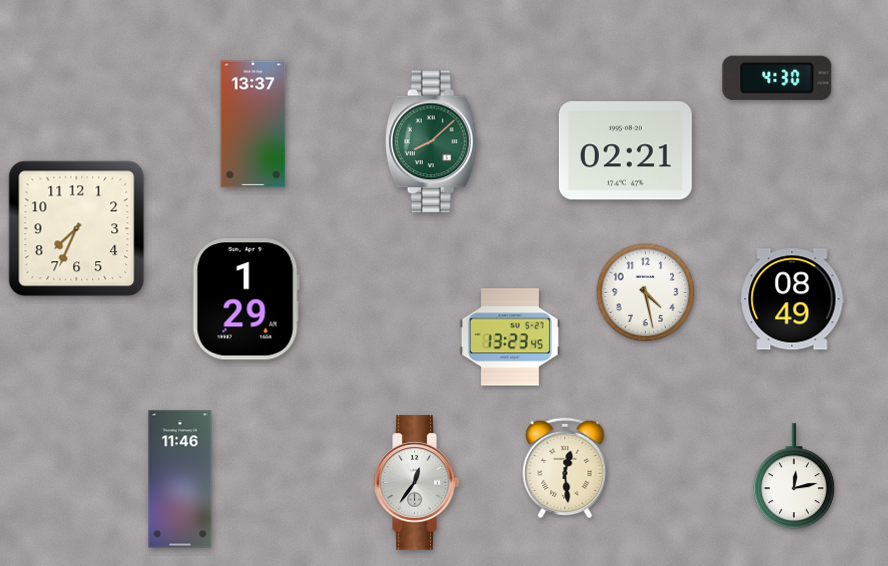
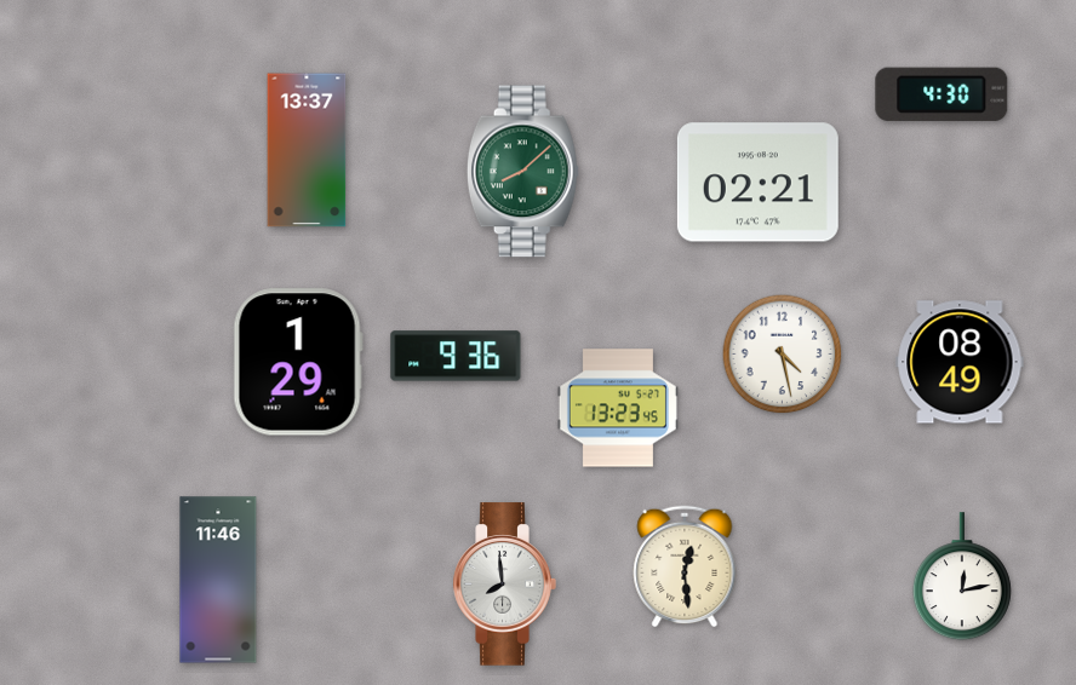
clock at (77, 229): 7:34 -> none
clock at (456, 356): none -> 9:36
clock at (416, 483): 12:36 -> 7:59
